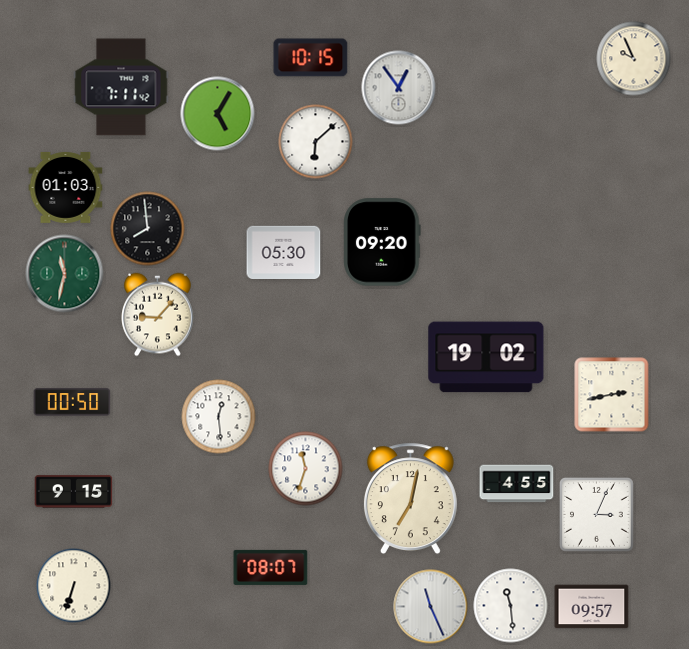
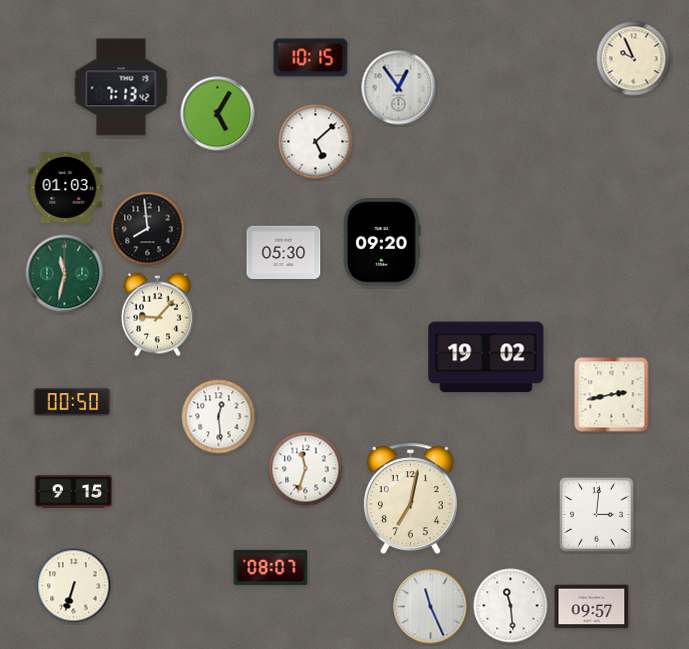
clock at (121, 87): 7:11 -> 7:13
clock at (316, 142): 6:08 -> 5:08
clock at (517, 484): 4:55 -> none
clock at (597, 515): 3:04 -> 3:01
